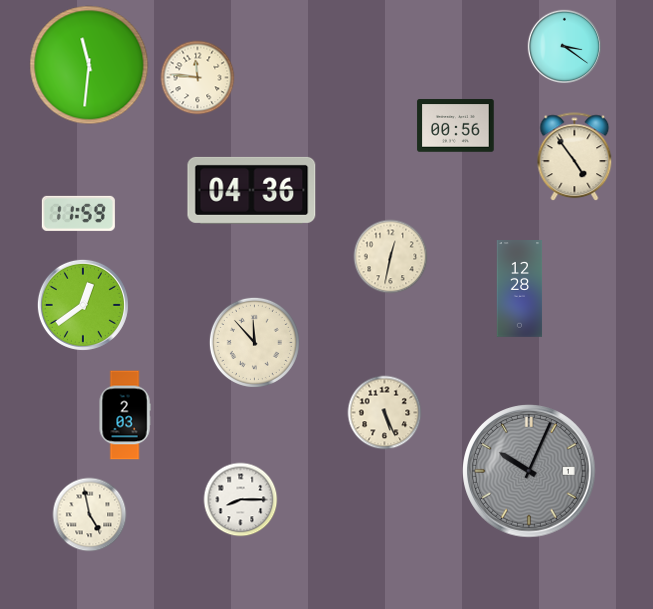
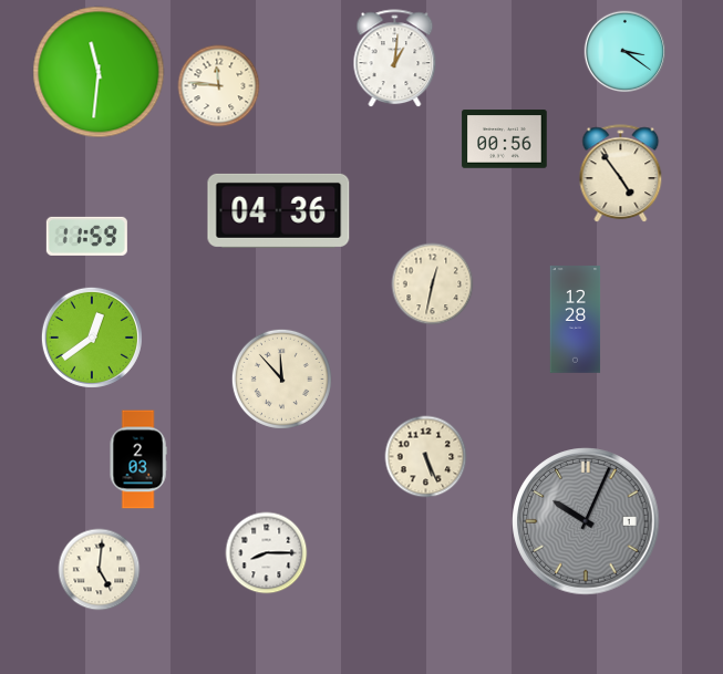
clock at (395, 59): none -> 1:01
clock at (575, 157) position: (575, 157) -> (621, 174)
clock at (90, 515): 4:58 -> 5:01
